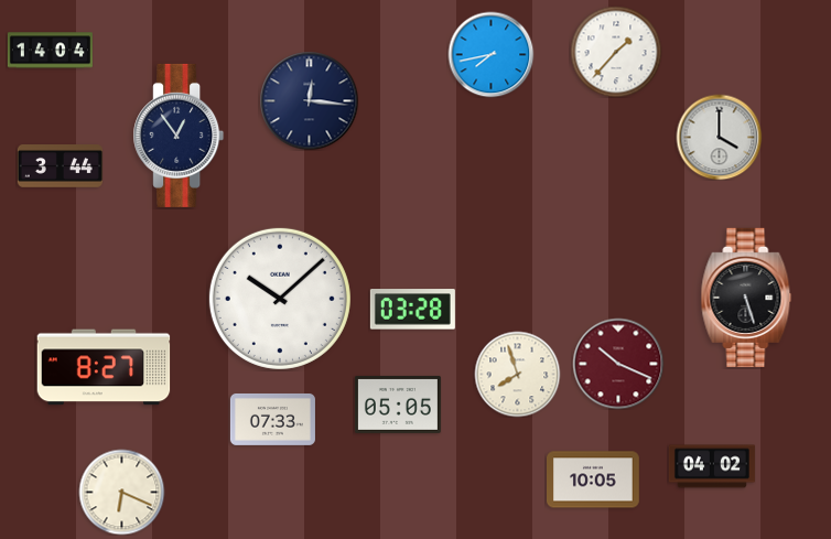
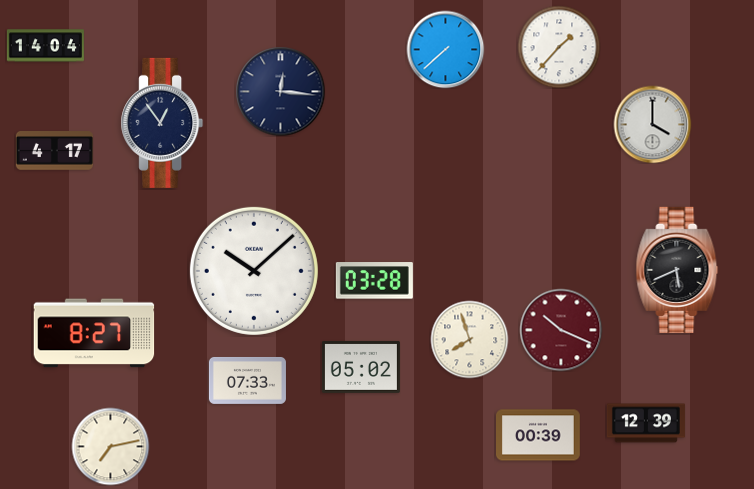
clock at (490, 54): 7:43 -> 7:38
clock at (60, 166): 3:44 -> 4:17
clock at (746, 298): 5:27 -> 5:41
clock at (398, 405): 05:05 -> 05:02
clock at (712, 466): 04:02 -> 12:39
clock at (594, 479): 10:05 -> 00:39
clock at (121, 492): 6:19 -> 7:13
